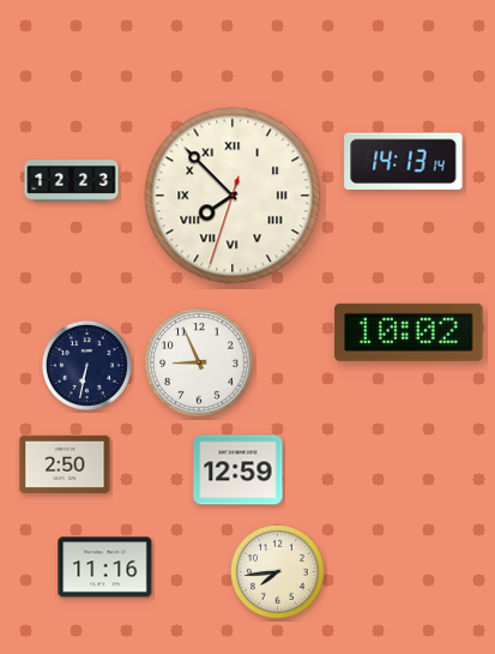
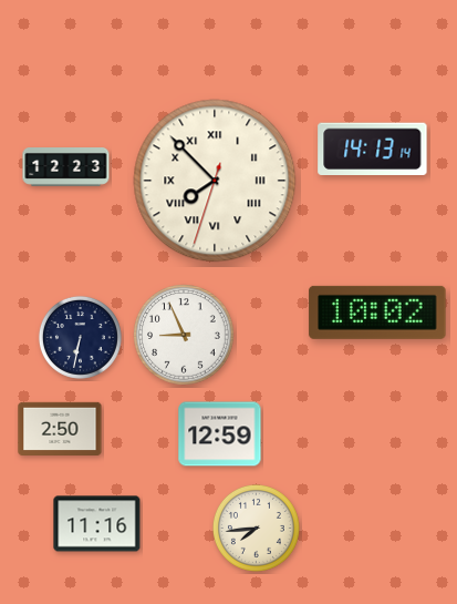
clock at (409, 332) position: (409, 332) -> (377, 313)
